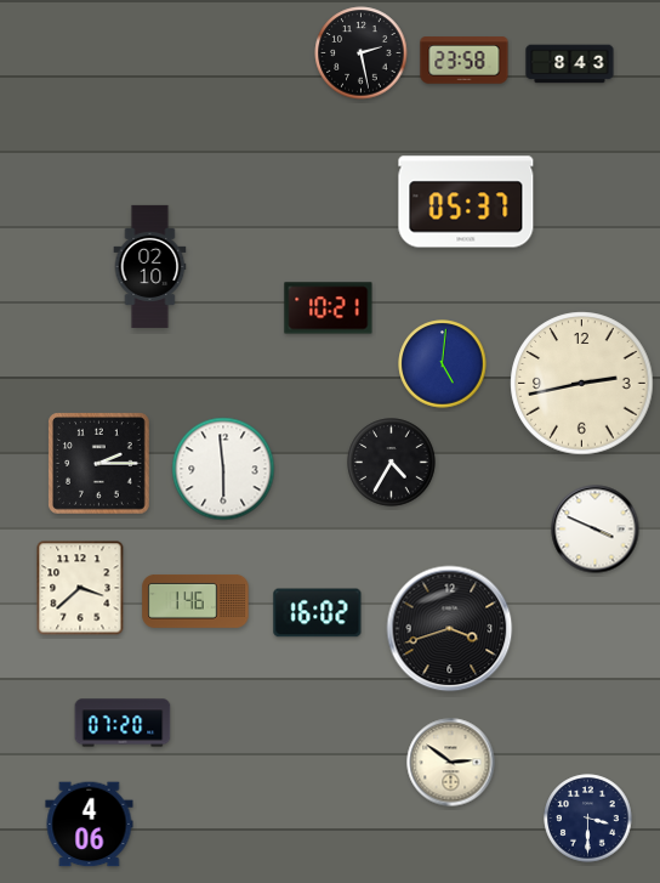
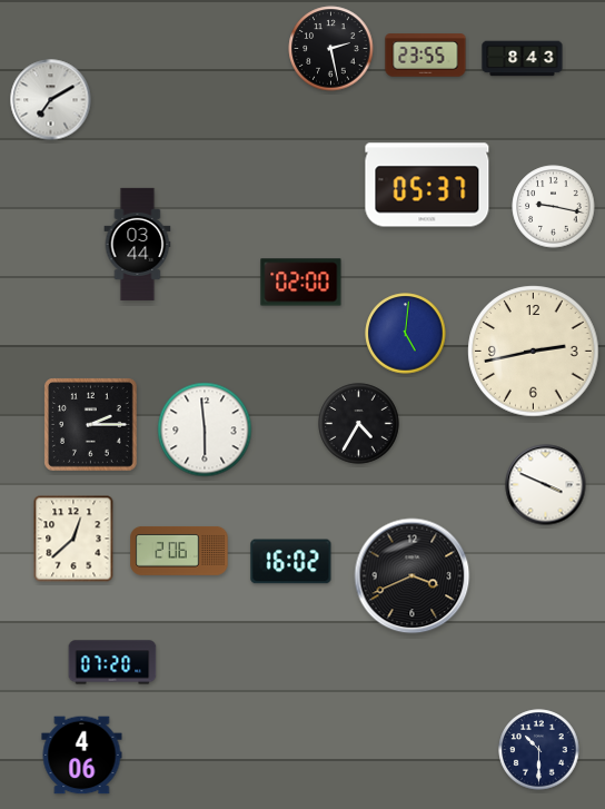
clock at (465, 61): 23:58 -> 23:55
clock at (51, 100): none -> 7:10
clock at (554, 207): none -> 9:17
clock at (150, 266): 02:10 -> 03:44
clock at (329, 309): 10:21 -> 02:00
clock at (80, 588): 3:38 -> 12:38
clock at (195, 601): 1:46 -> 2:06
clock at (450, 629): 3:42 -> 3:41
clock at (451, 763): 2:51 -> none
clock at (588, 819): 3:30 -> 10:30
